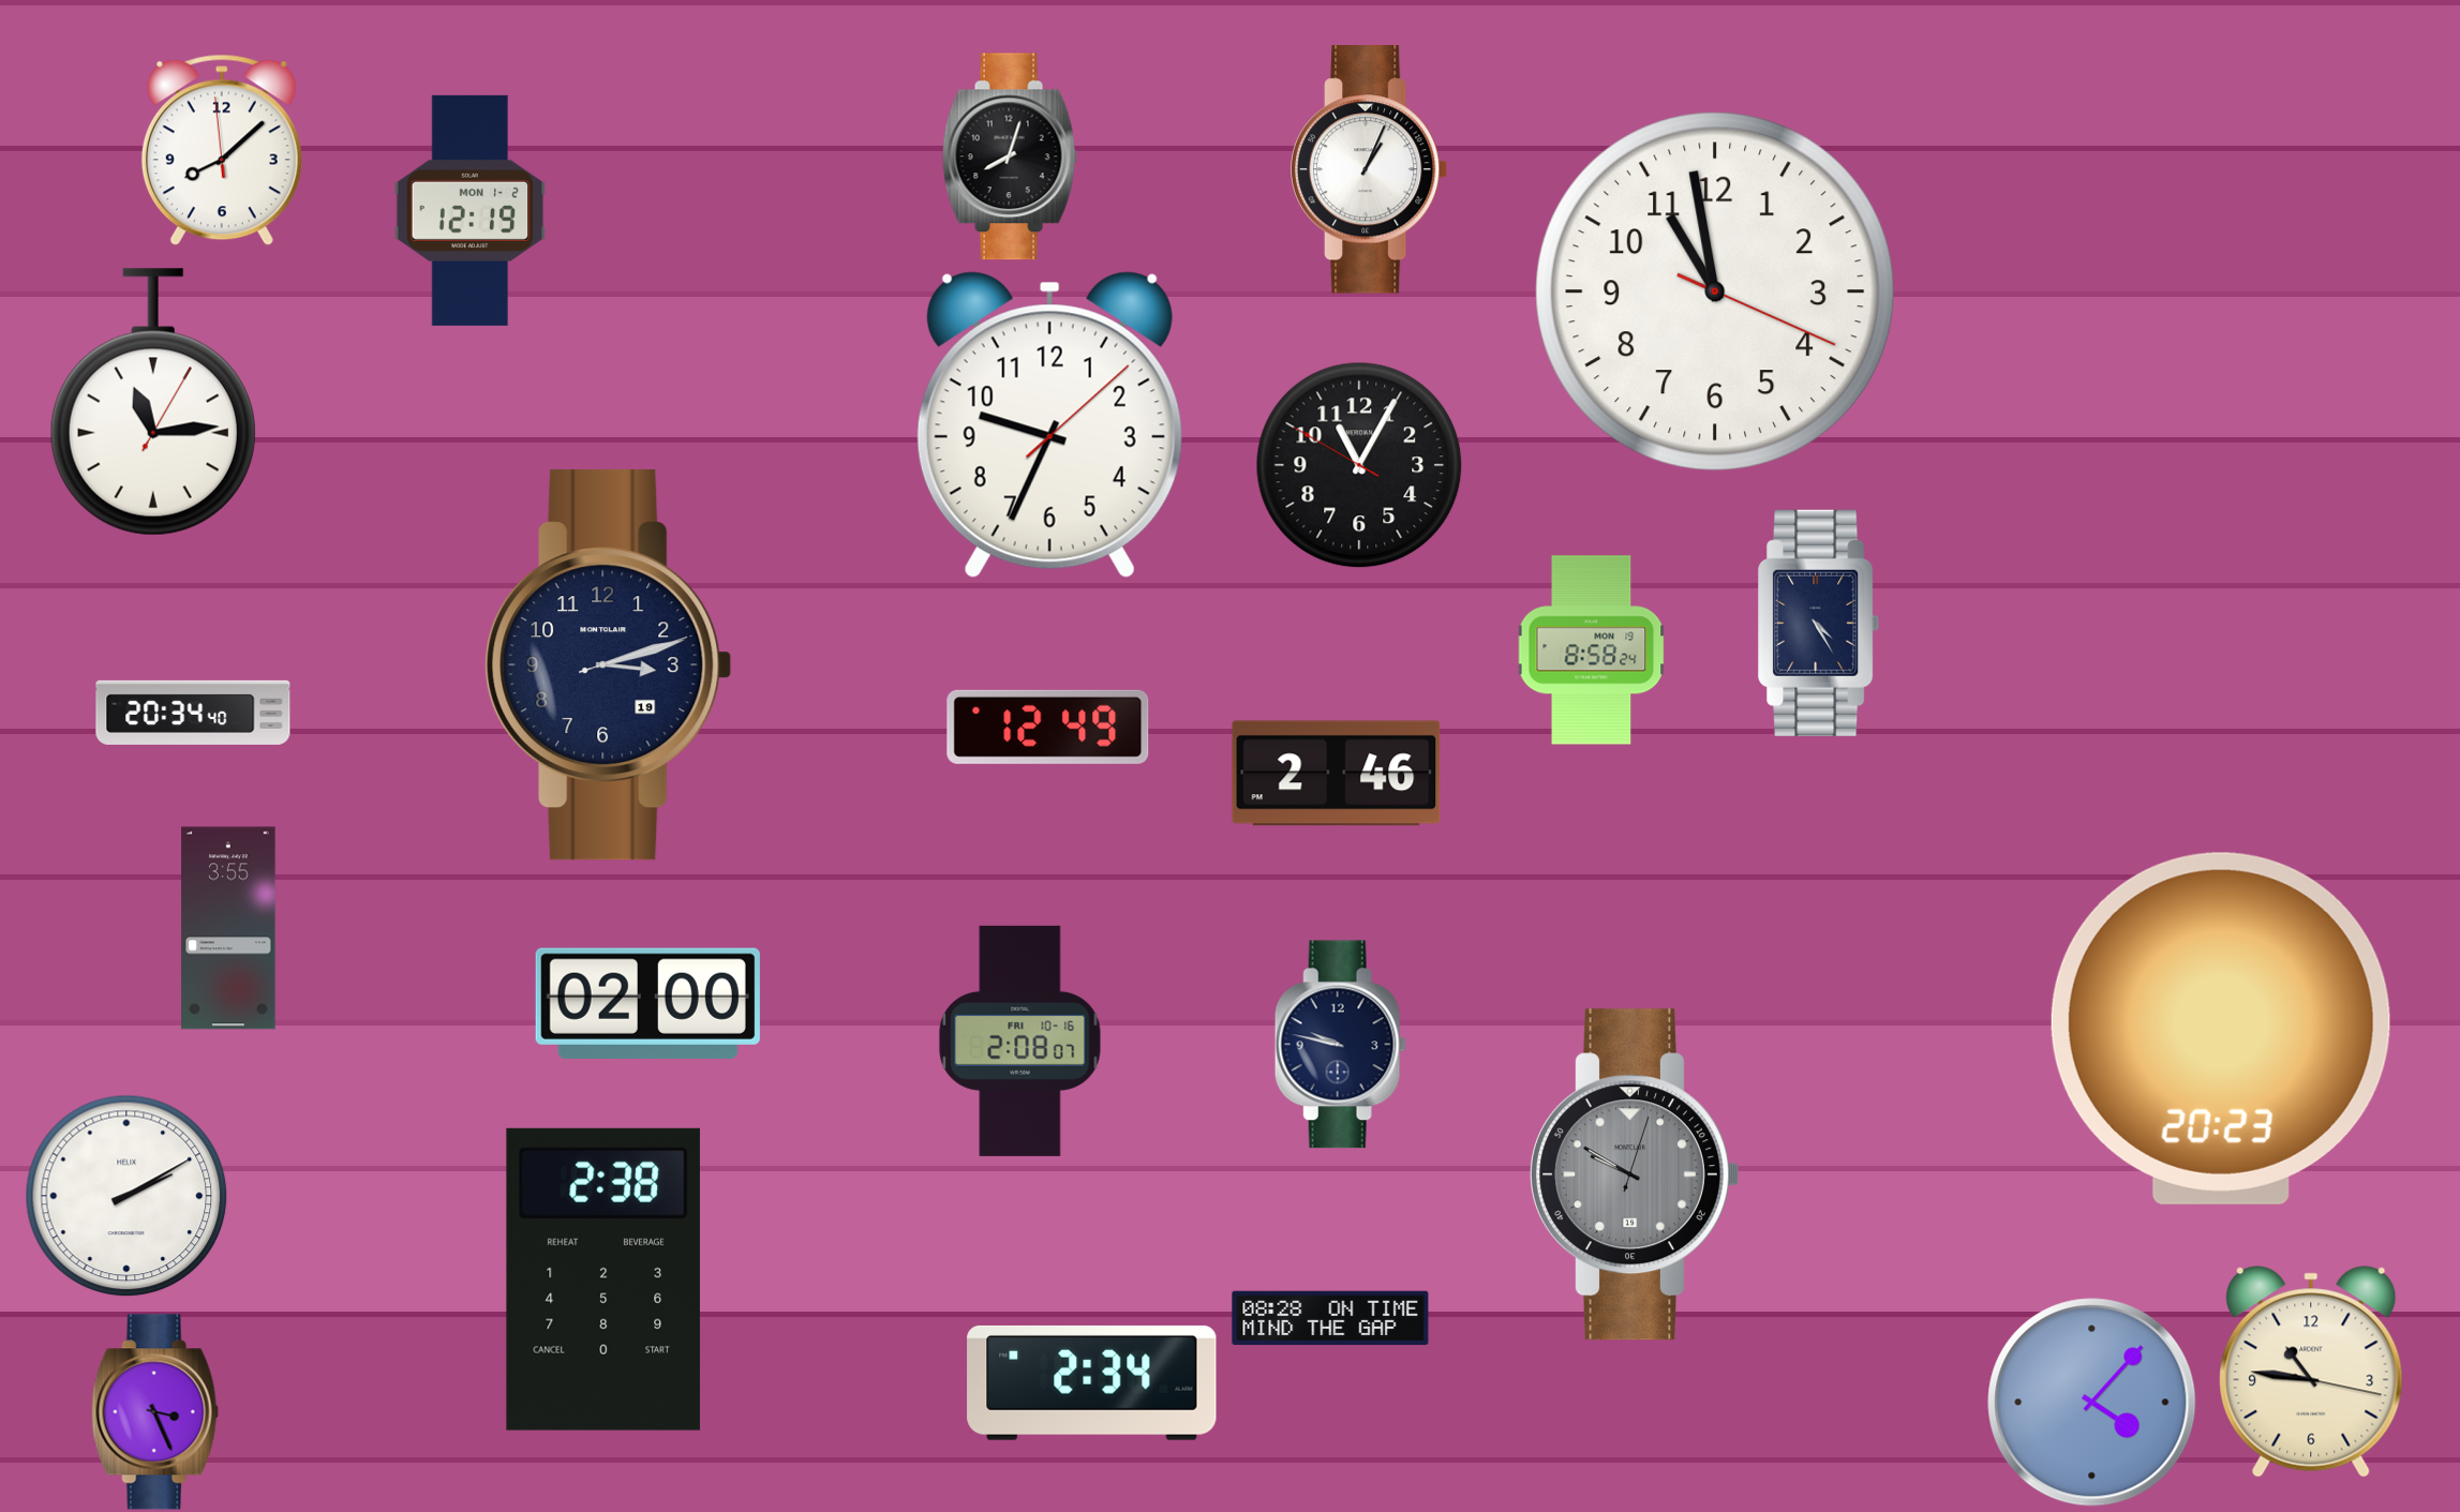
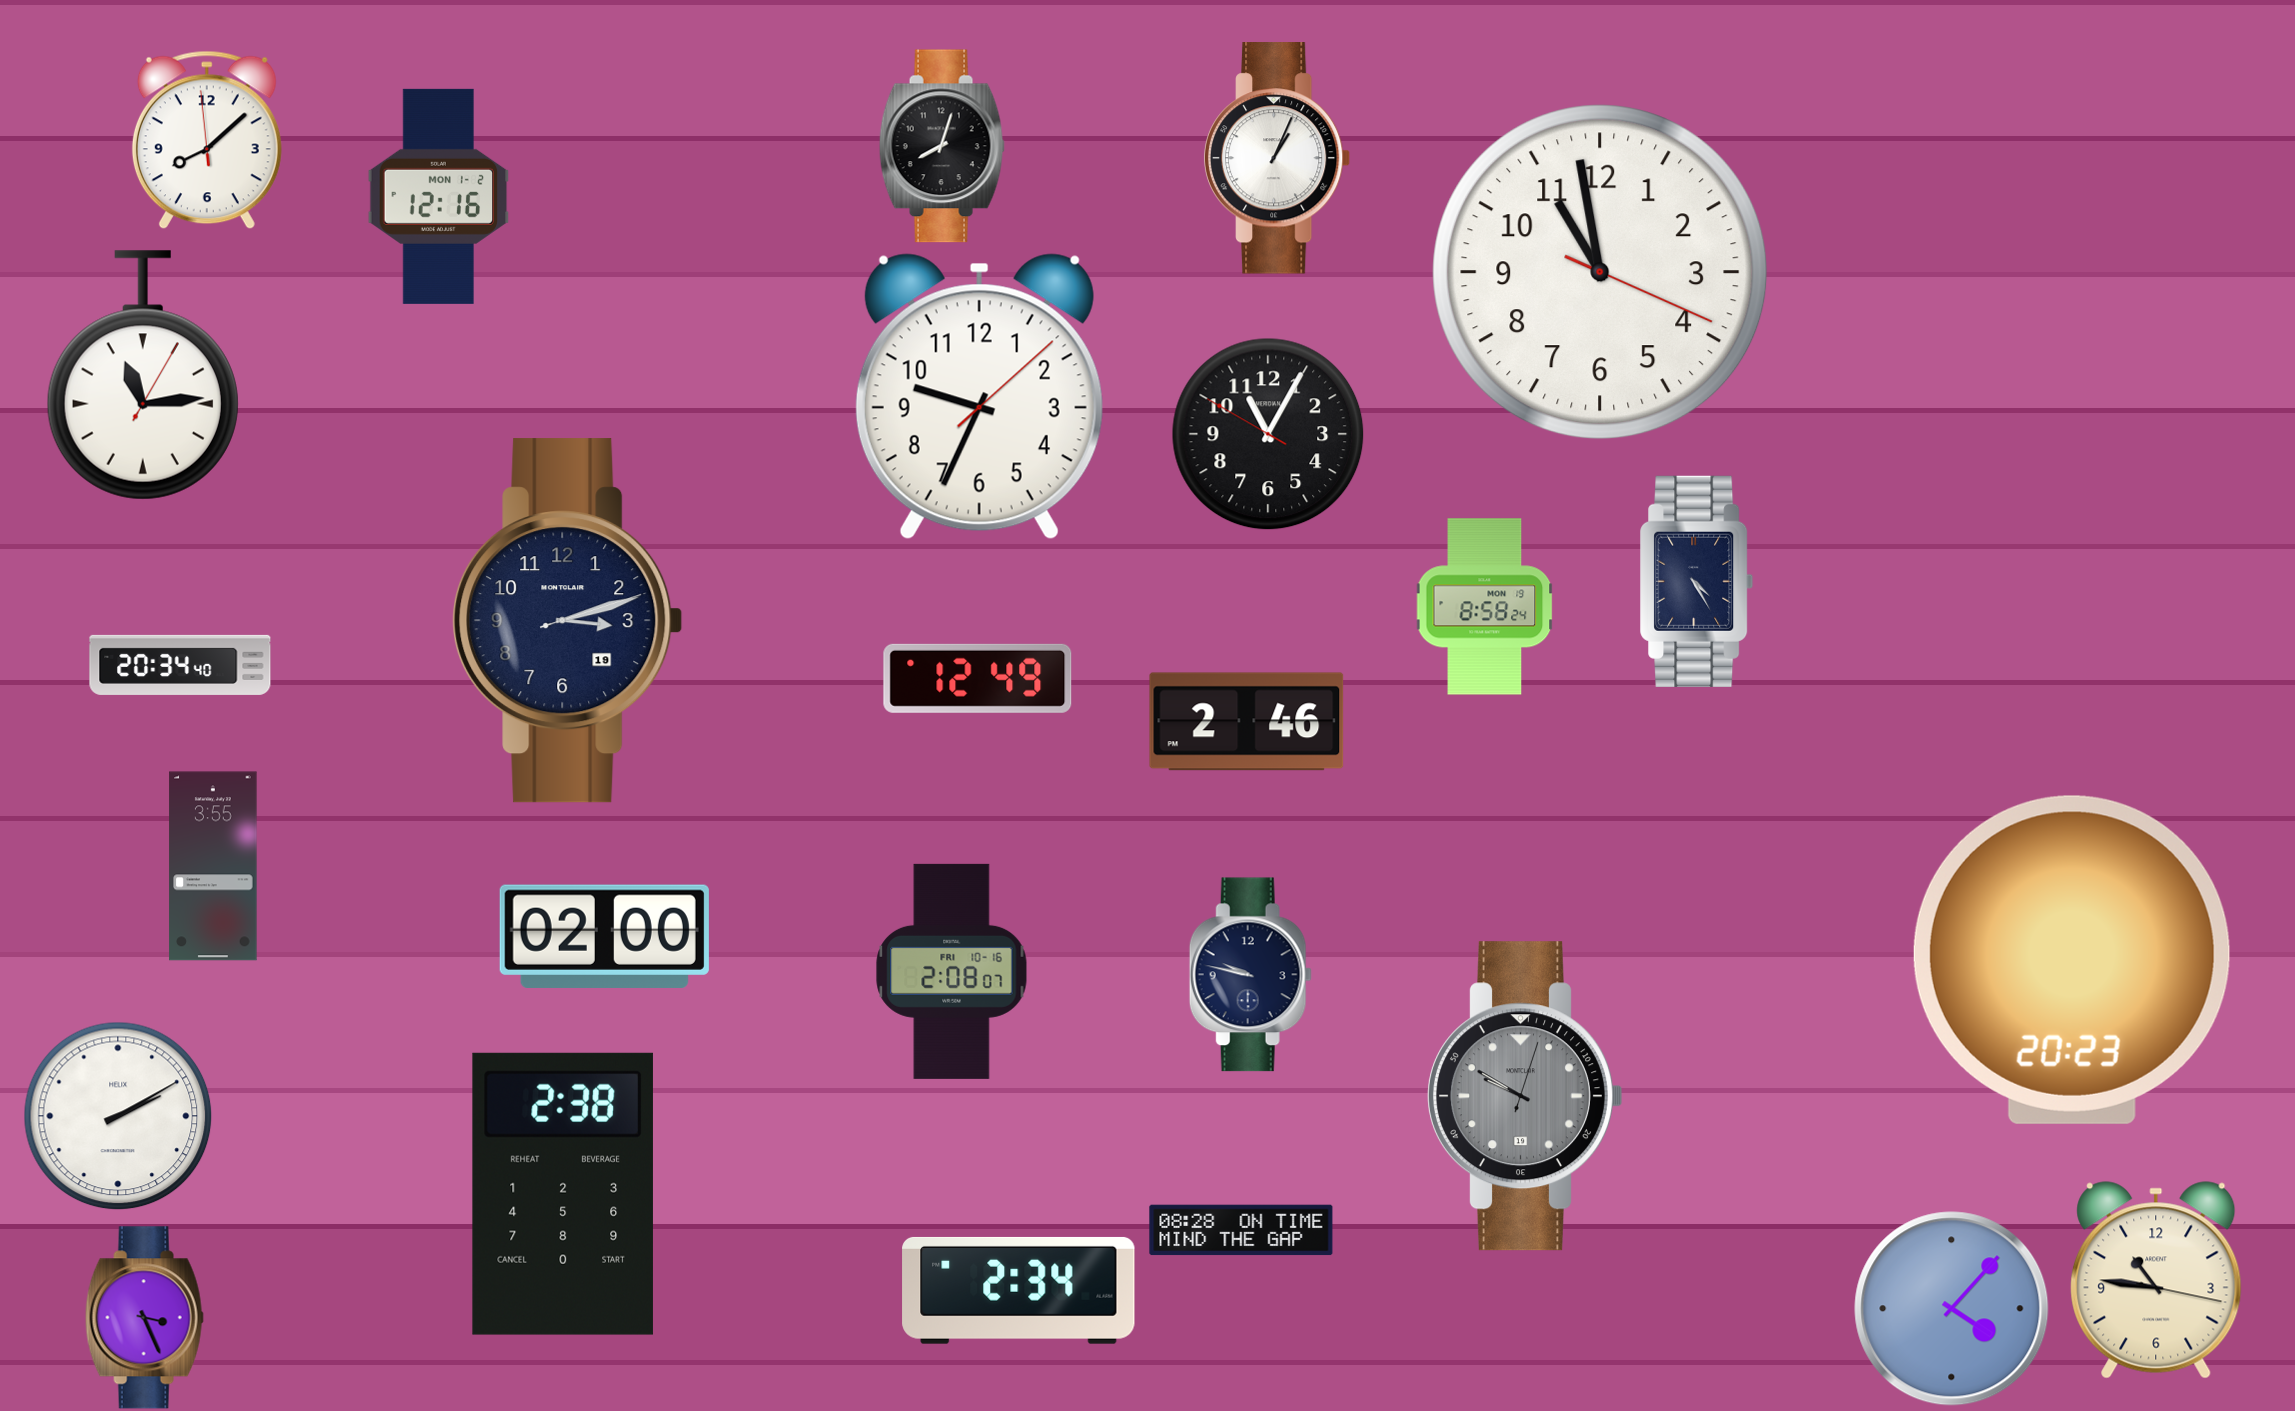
clock at (471, 210): 12:19 -> 12:16
